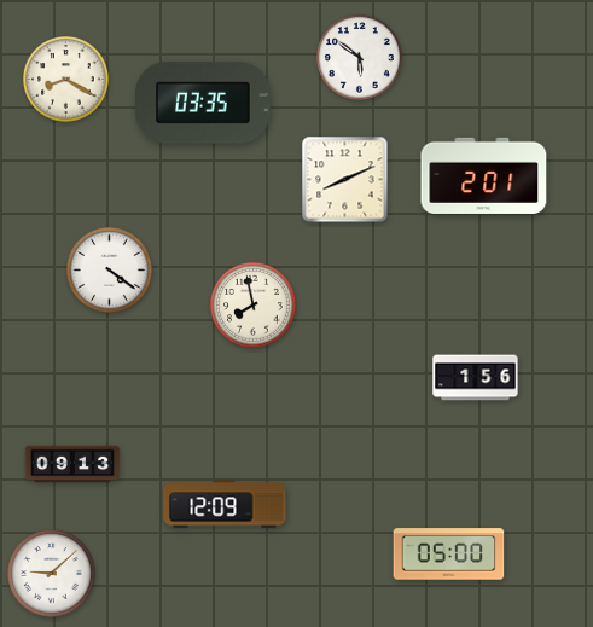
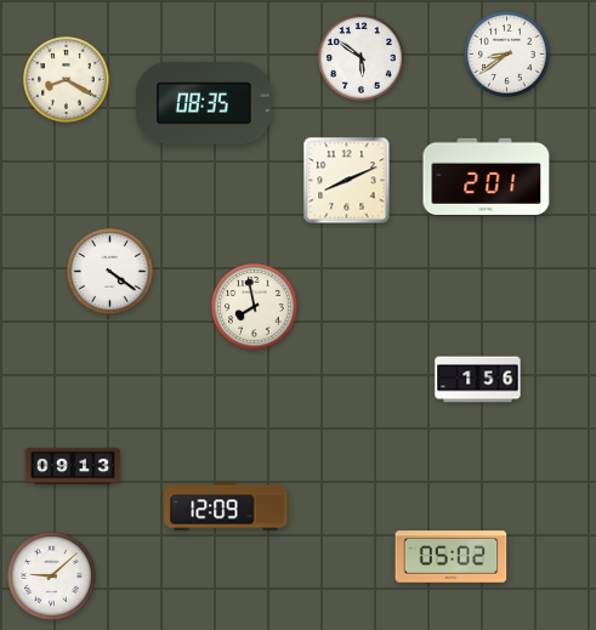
clock at (507, 55): none -> 8:39
clock at (204, 103): 03:35 -> 08:35
clock at (449, 555): 05:00 -> 05:02
